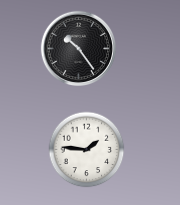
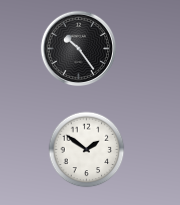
clock at (87, 150): 1:46 -> 1:51
